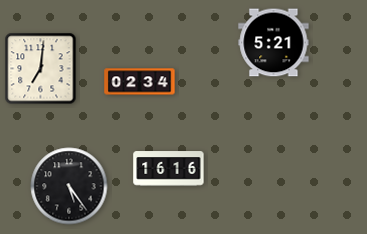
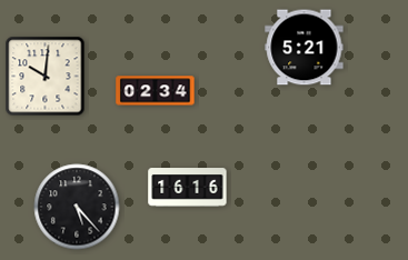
clock at (41, 69): 7:01 -> 10:01
clock at (69, 186): 5:24 -> 5:23
